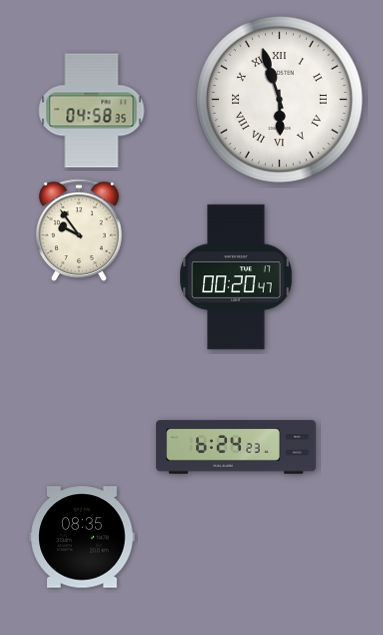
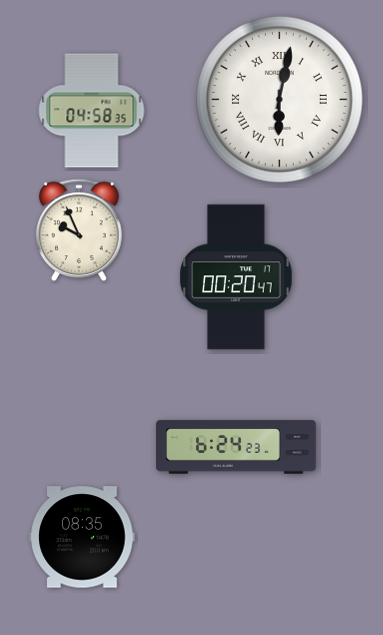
clock at (280, 100): 5:57 -> 6:02
clock at (79, 230): 9:54 -> 9:56
